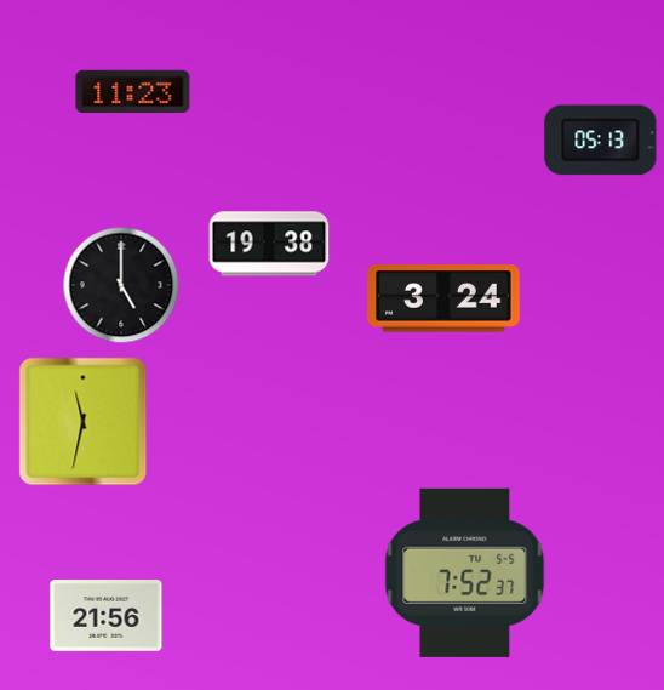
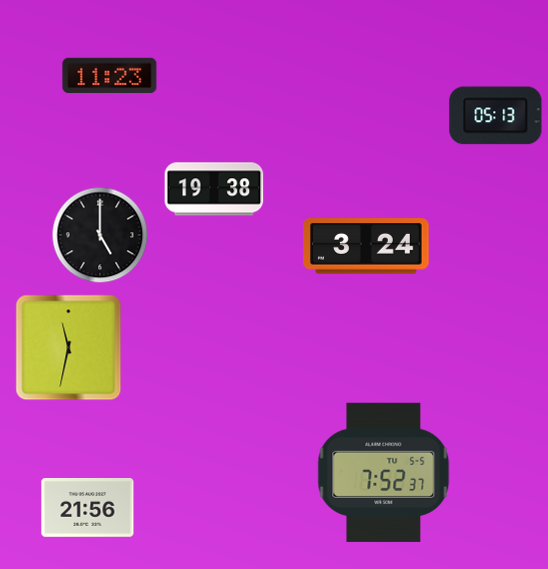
clock at (269, 244) position: (269, 244) -> (214, 189)
